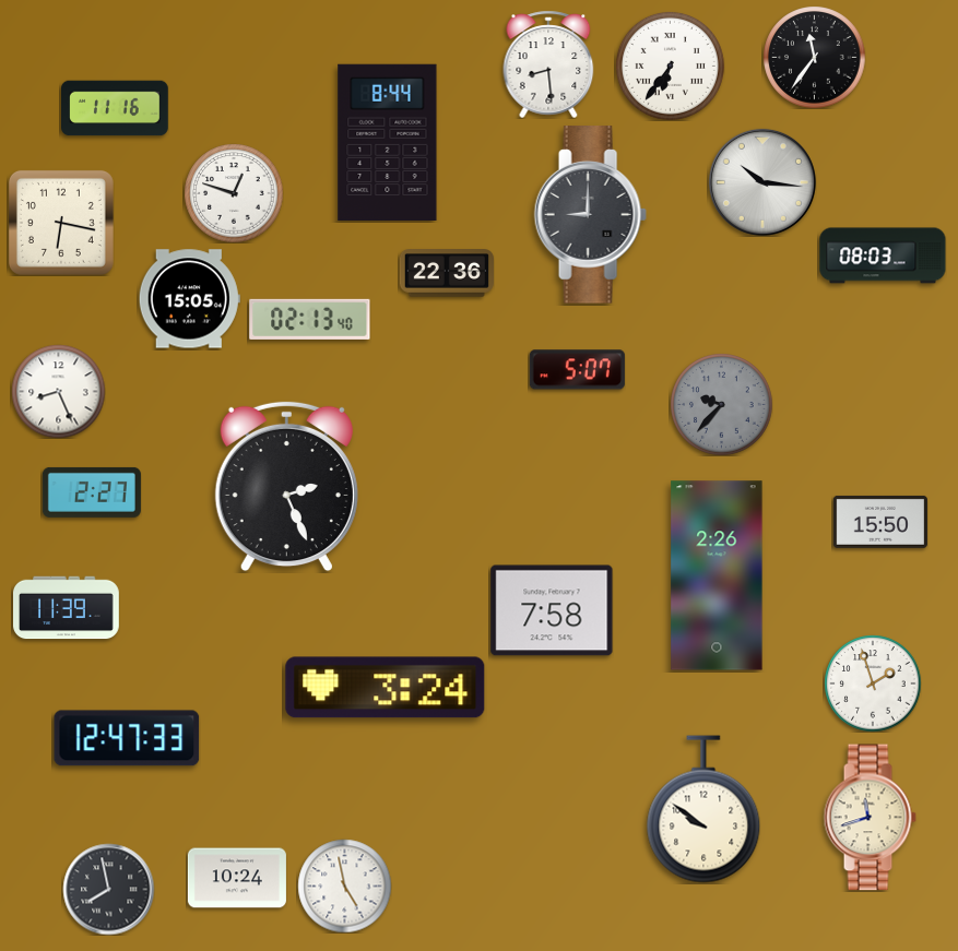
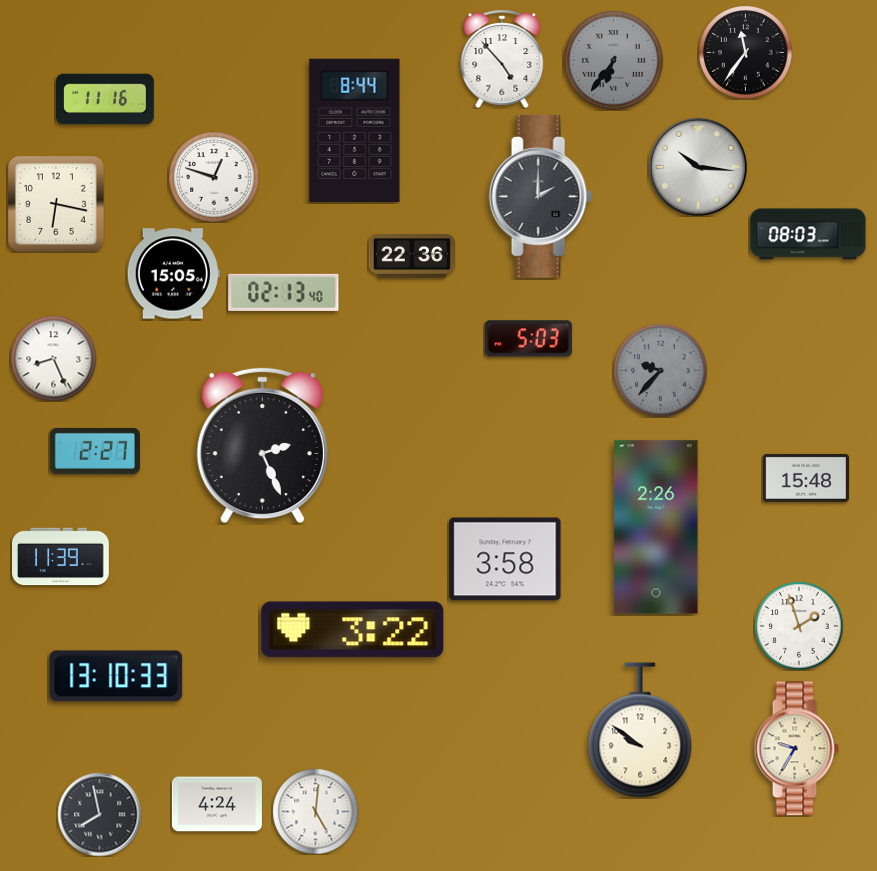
clock at (548, 64): 8:29 -> 4:53
clock at (670, 66) dial: white -> grey
clock at (590, 215): 9:00 -> 2:00
clock at (447, 273) position: (447, 273) -> (412, 256)
clock at (577, 370): 5:07 -> 5:03
clock at (92, 492) position: (92, 492) -> (95, 451)
clock at (880, 522): 15:50 -> 15:48
clock at (552, 610): 7:58 -> 3:58
clock at (386, 688): 3:24 -> 3:22
clock at (127, 738): 12:47 -> 13:10
clock at (703, 809) position: (703, 809) -> (640, 730)
clock at (870, 818): 11:42 -> 9:35
clock at (237, 878): 10:24 -> 4:24
clock at (344, 885): 4:58 -> 5:01
